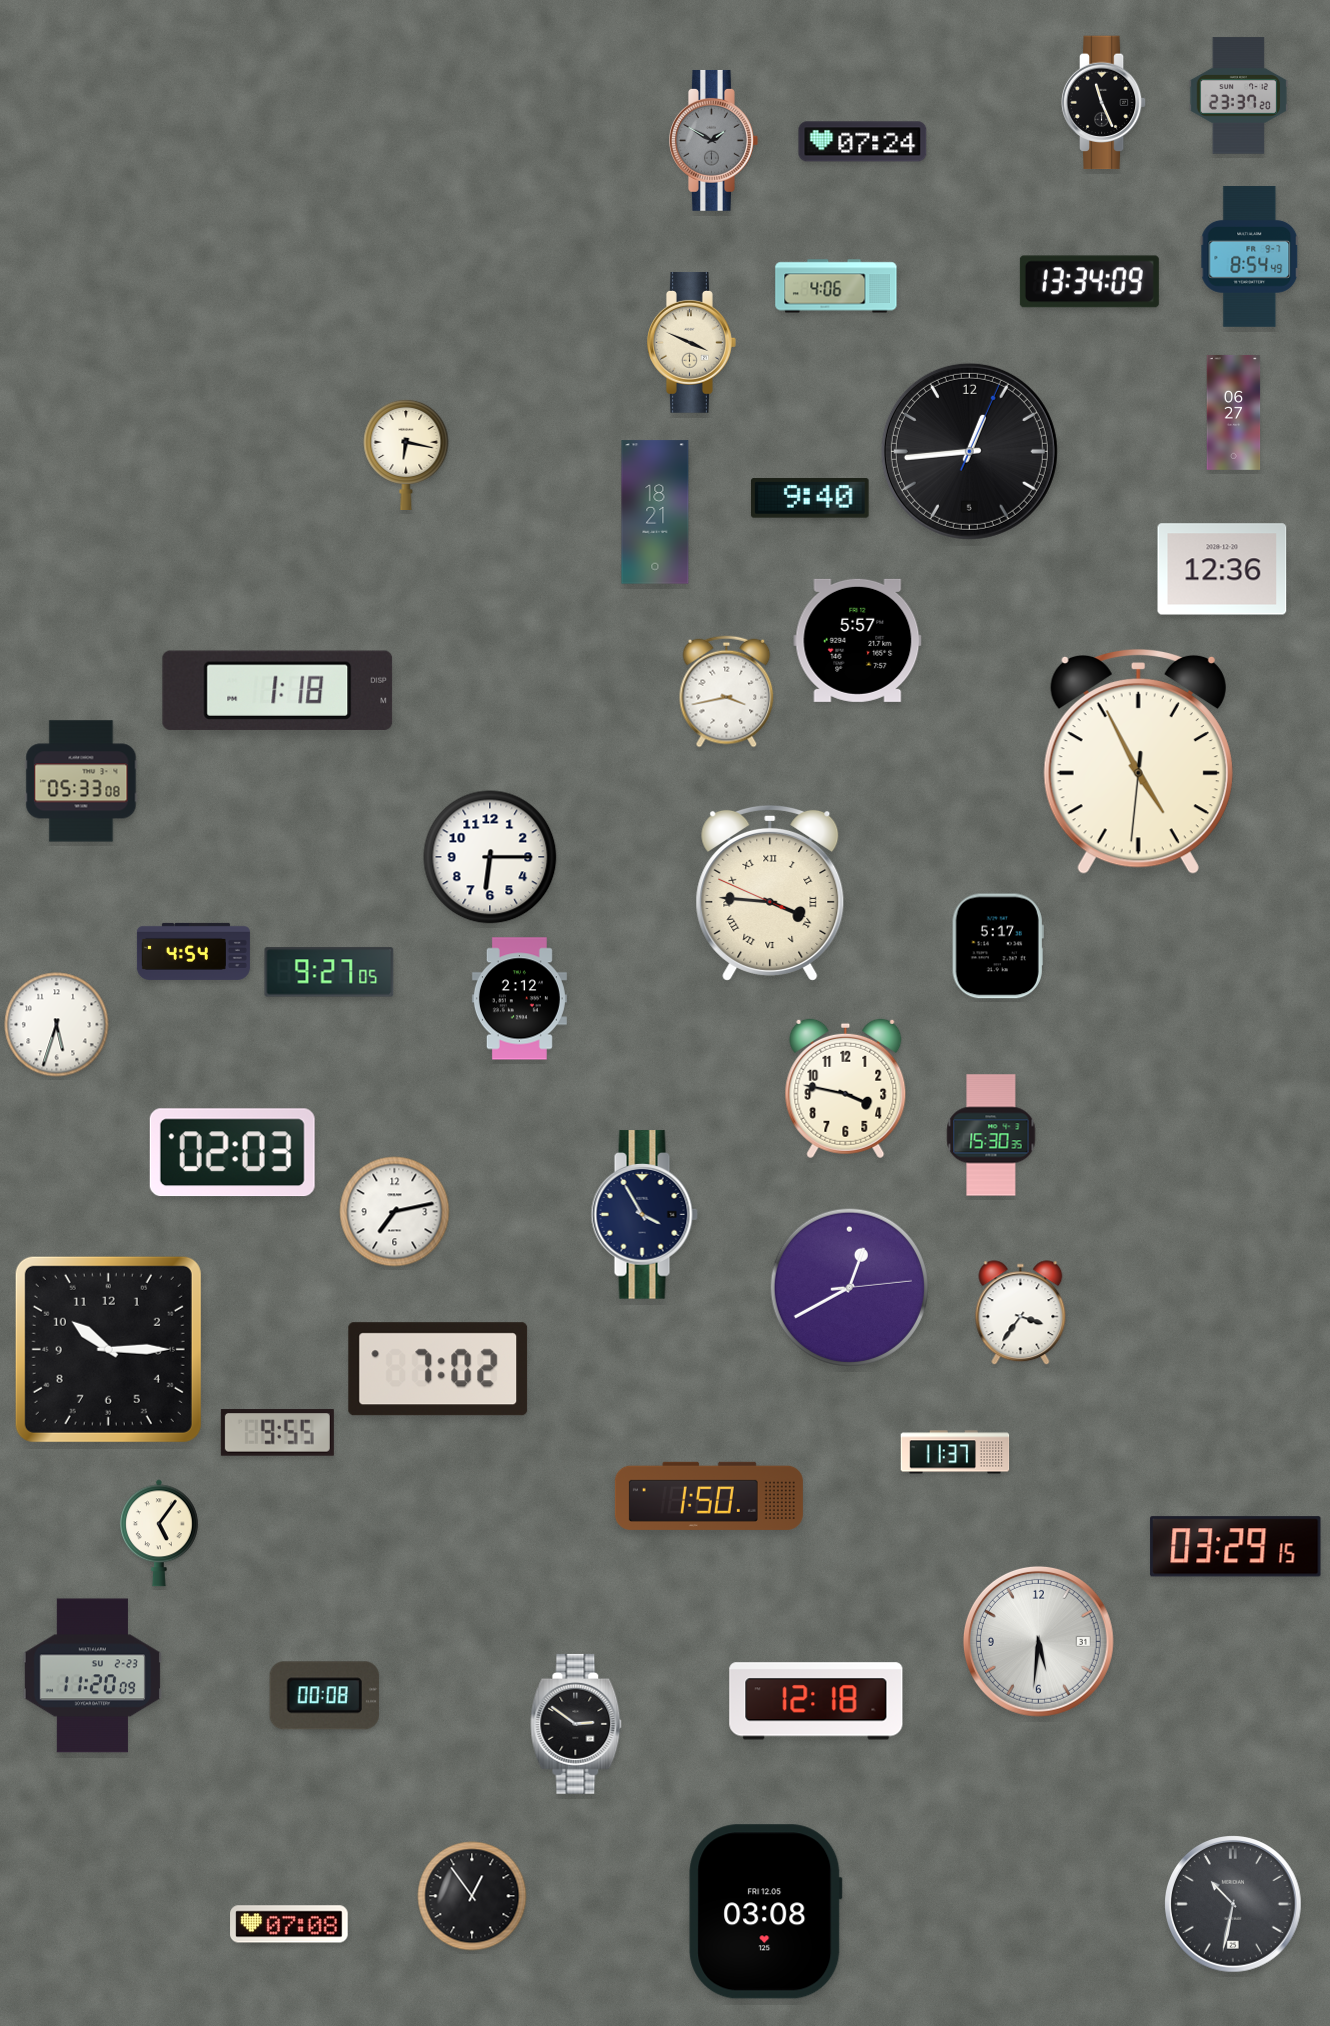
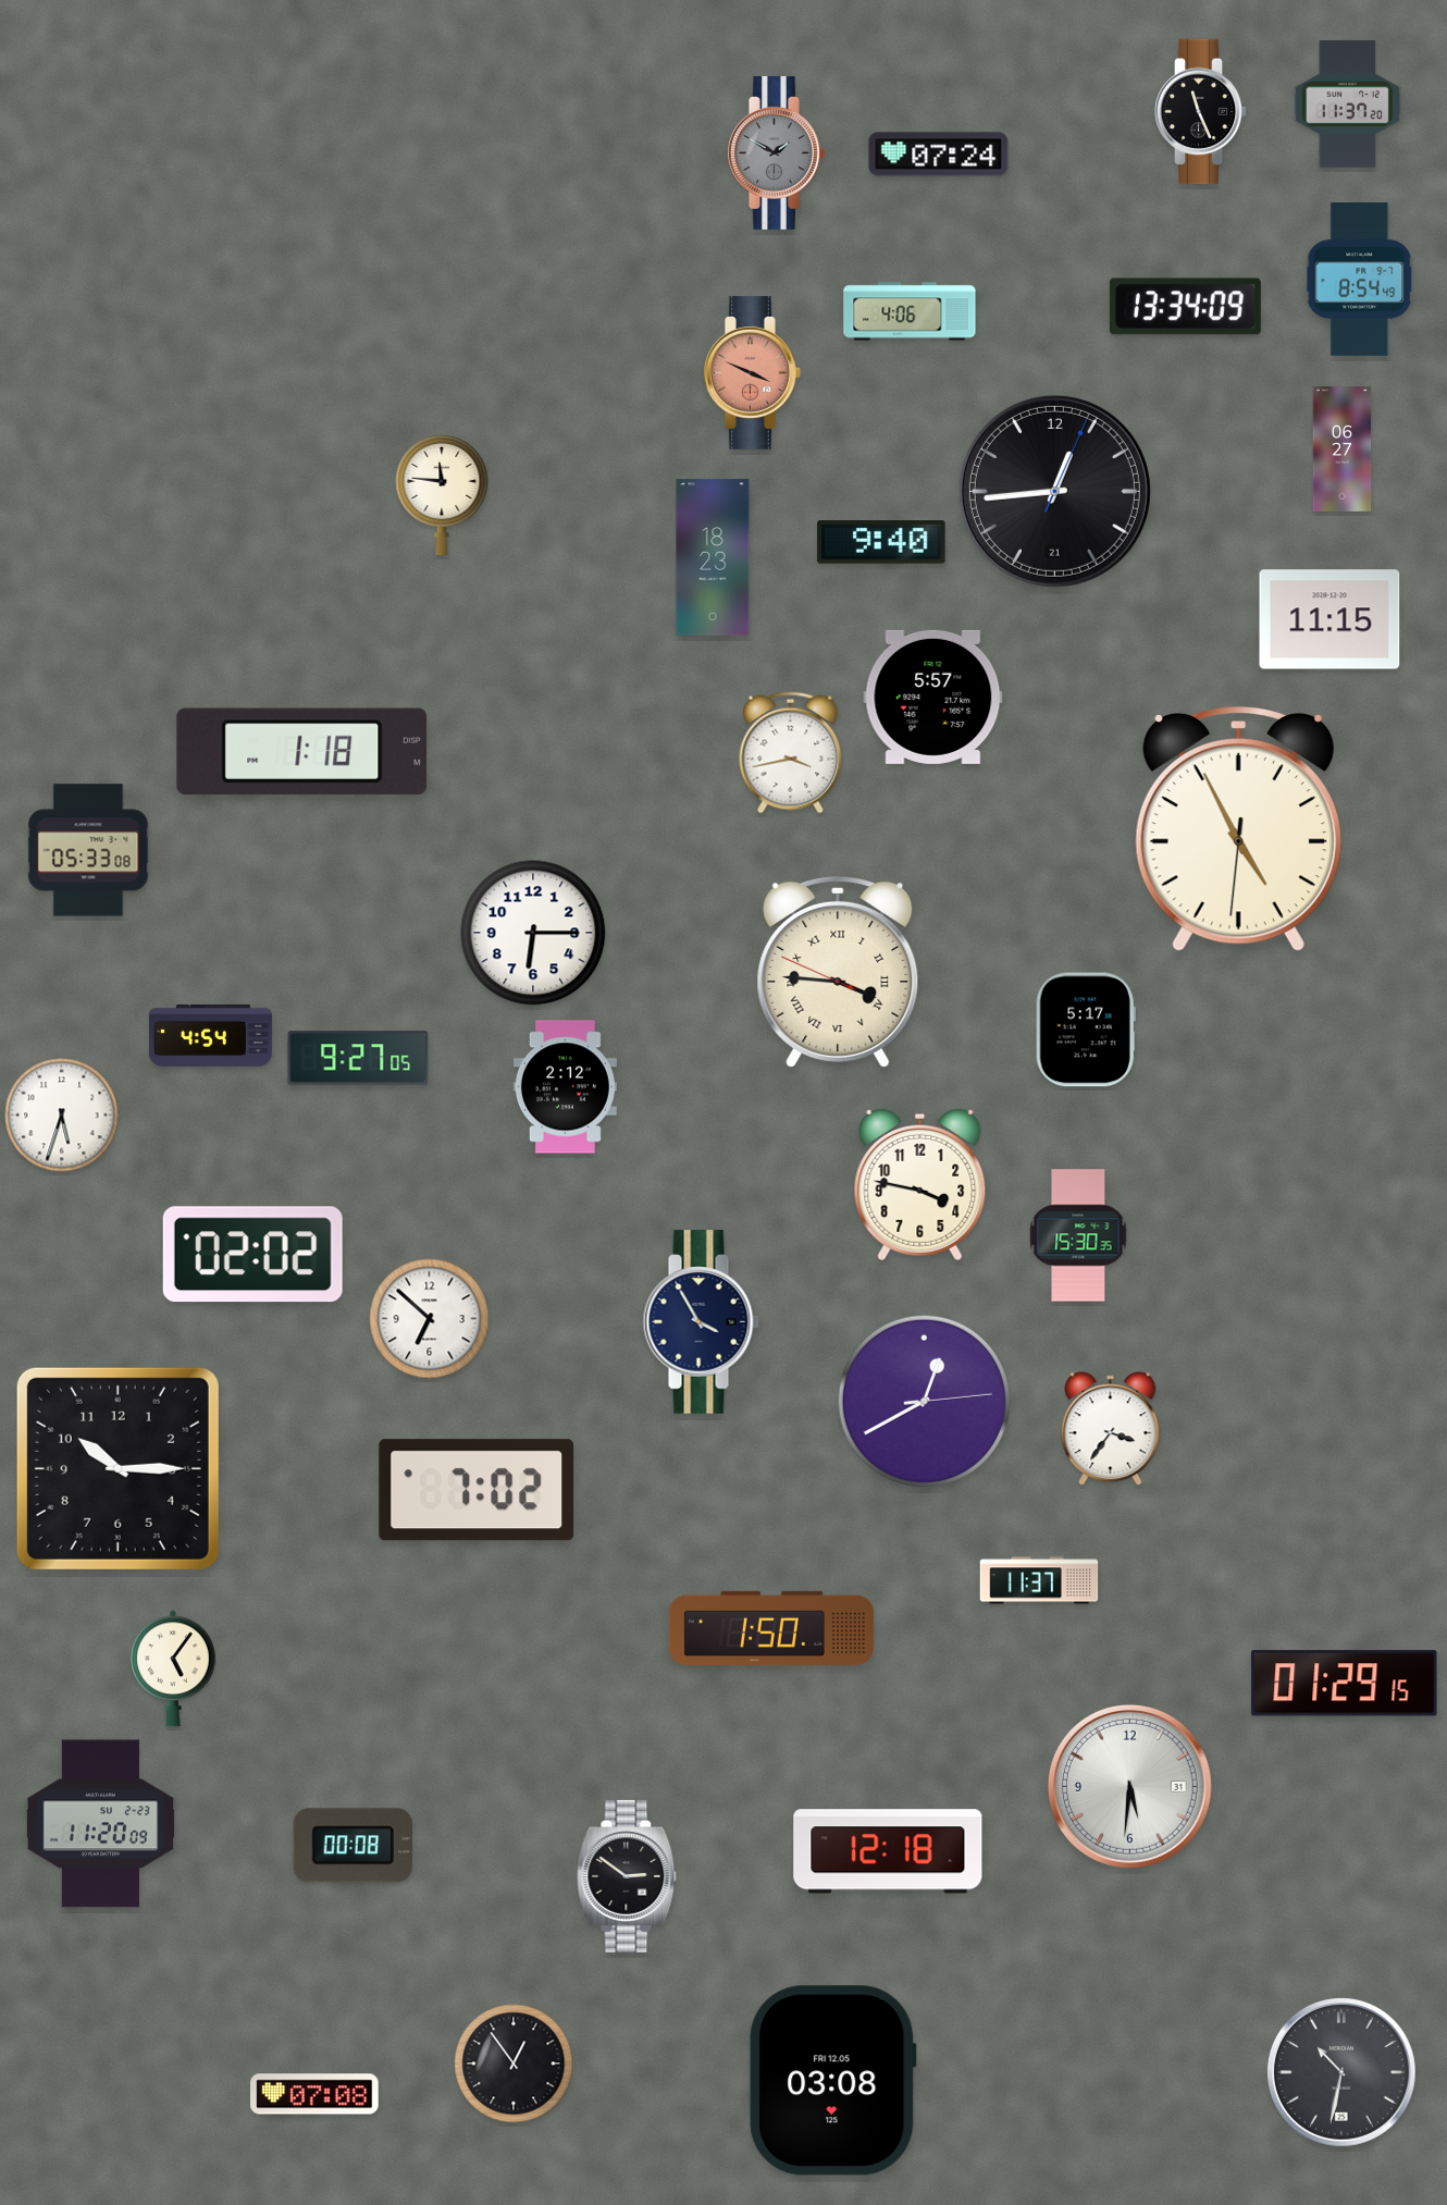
clock at (1239, 96): 23:37 -> 11:37
clock at (692, 342) dial: cream -> salmon
clock at (969, 451) date: 5 -> 21
clock at (406, 454): 6:17 -> 11:46
clock at (655, 512): 18:21 -> 18:23
clock at (1222, 569): 12:36 -> 11:15
clock at (232, 1153): 02:03 -> 02:02
clock at (395, 1212): 7:13 -> 6:52
clock at (277, 1433): 9:55 -> none
clock at (1236, 1547): 03:29 -> 01:29
